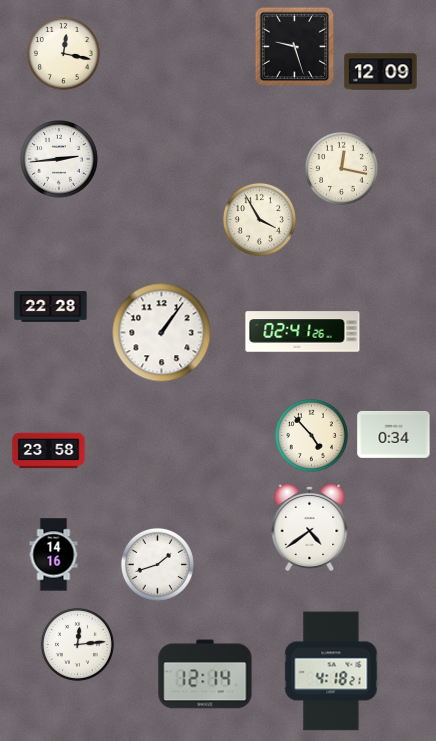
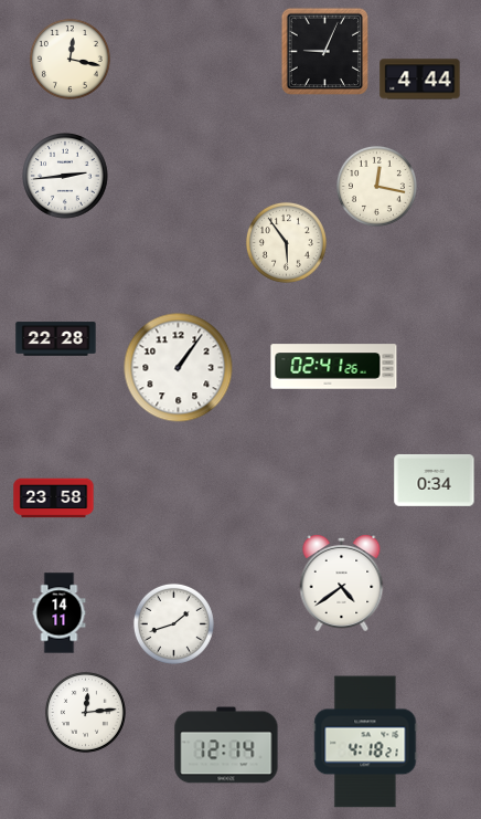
clock at (295, 47): 9:27 -> 9:04
clock at (381, 72): 12:09 -> 4:44
clock at (259, 219): 3:55 -> 5:54
clock at (311, 435): 4:53 -> none
clock at (54, 555): 14:16 -> 14:11
